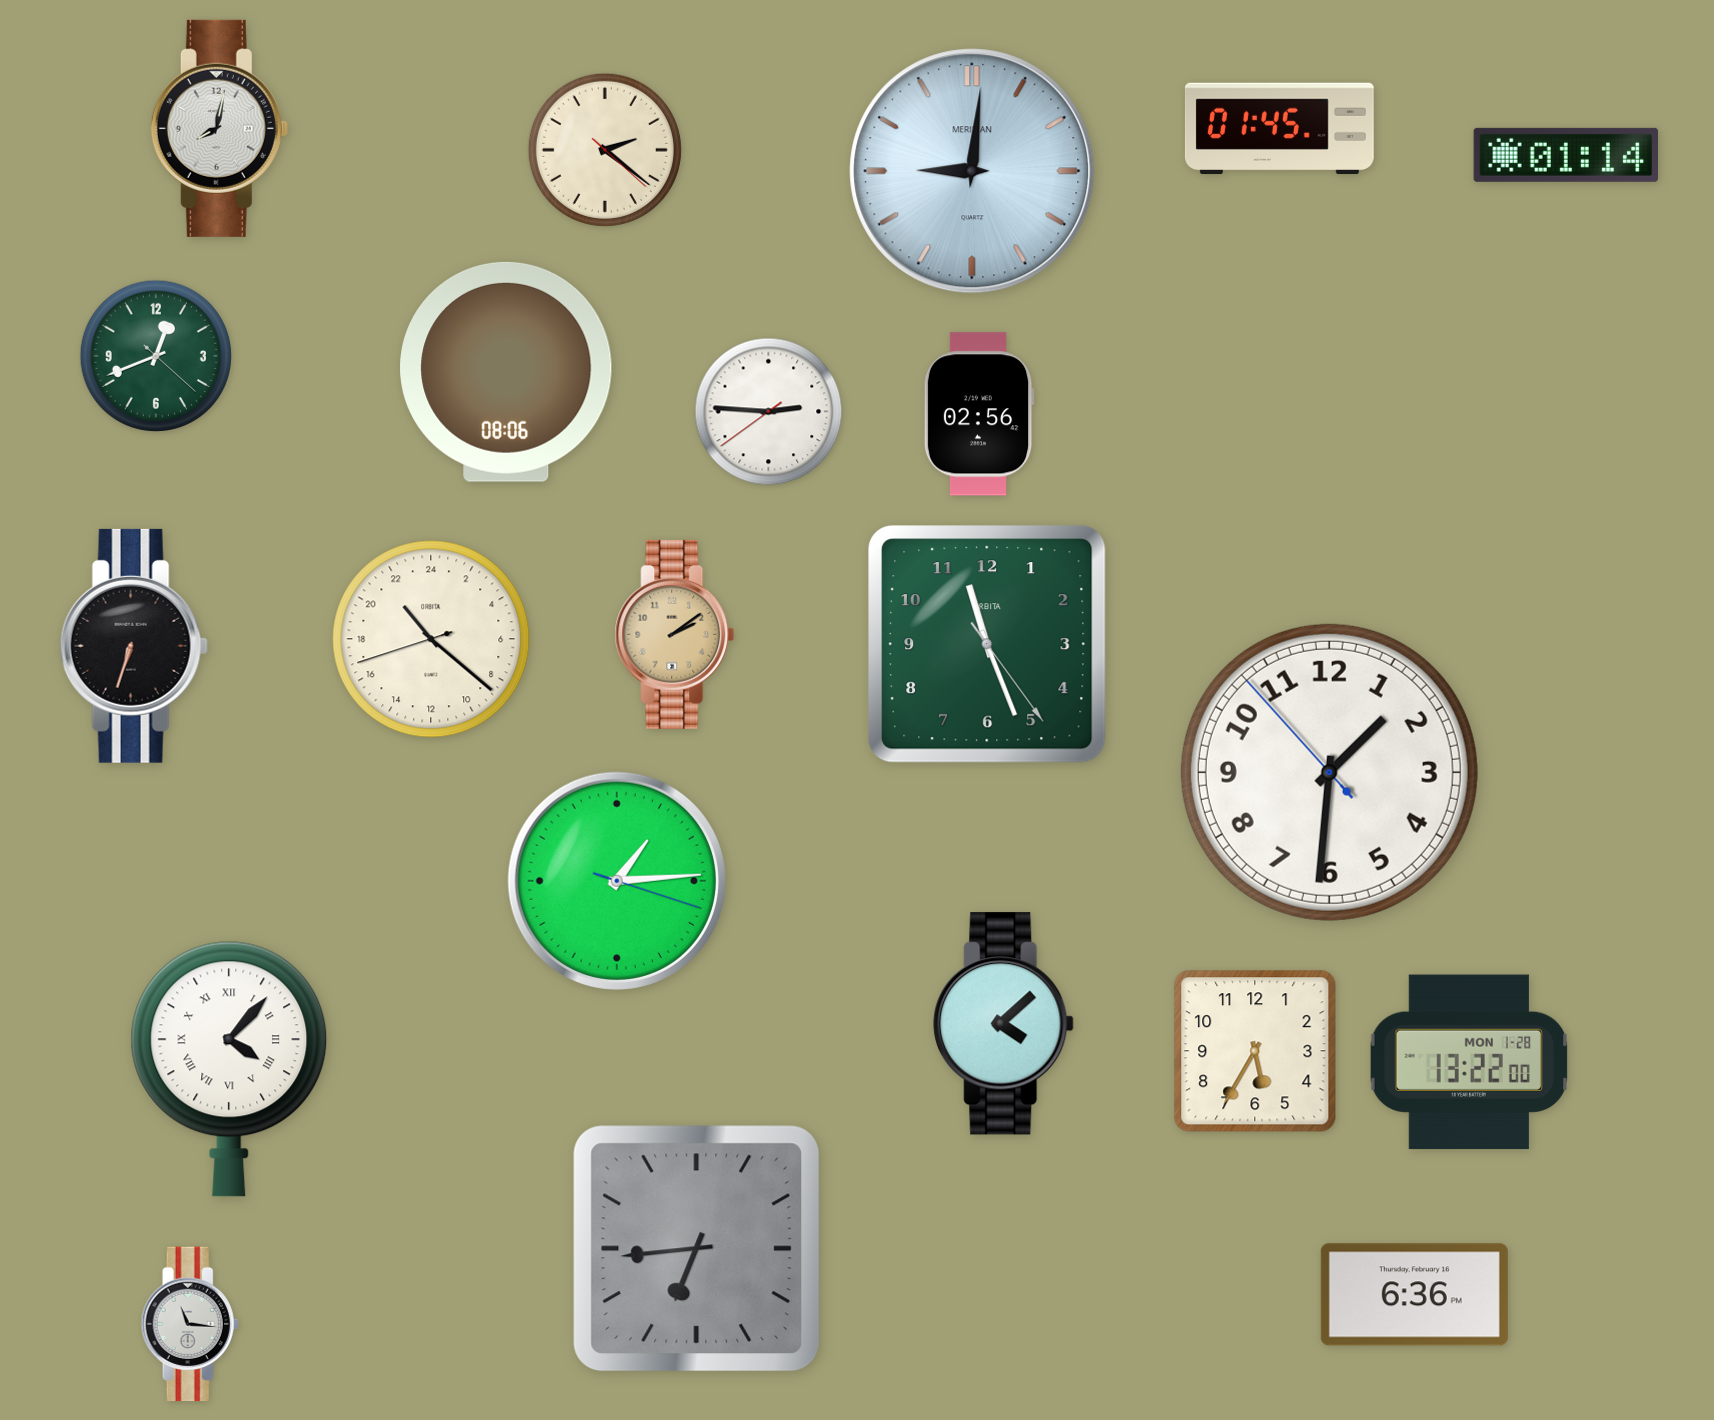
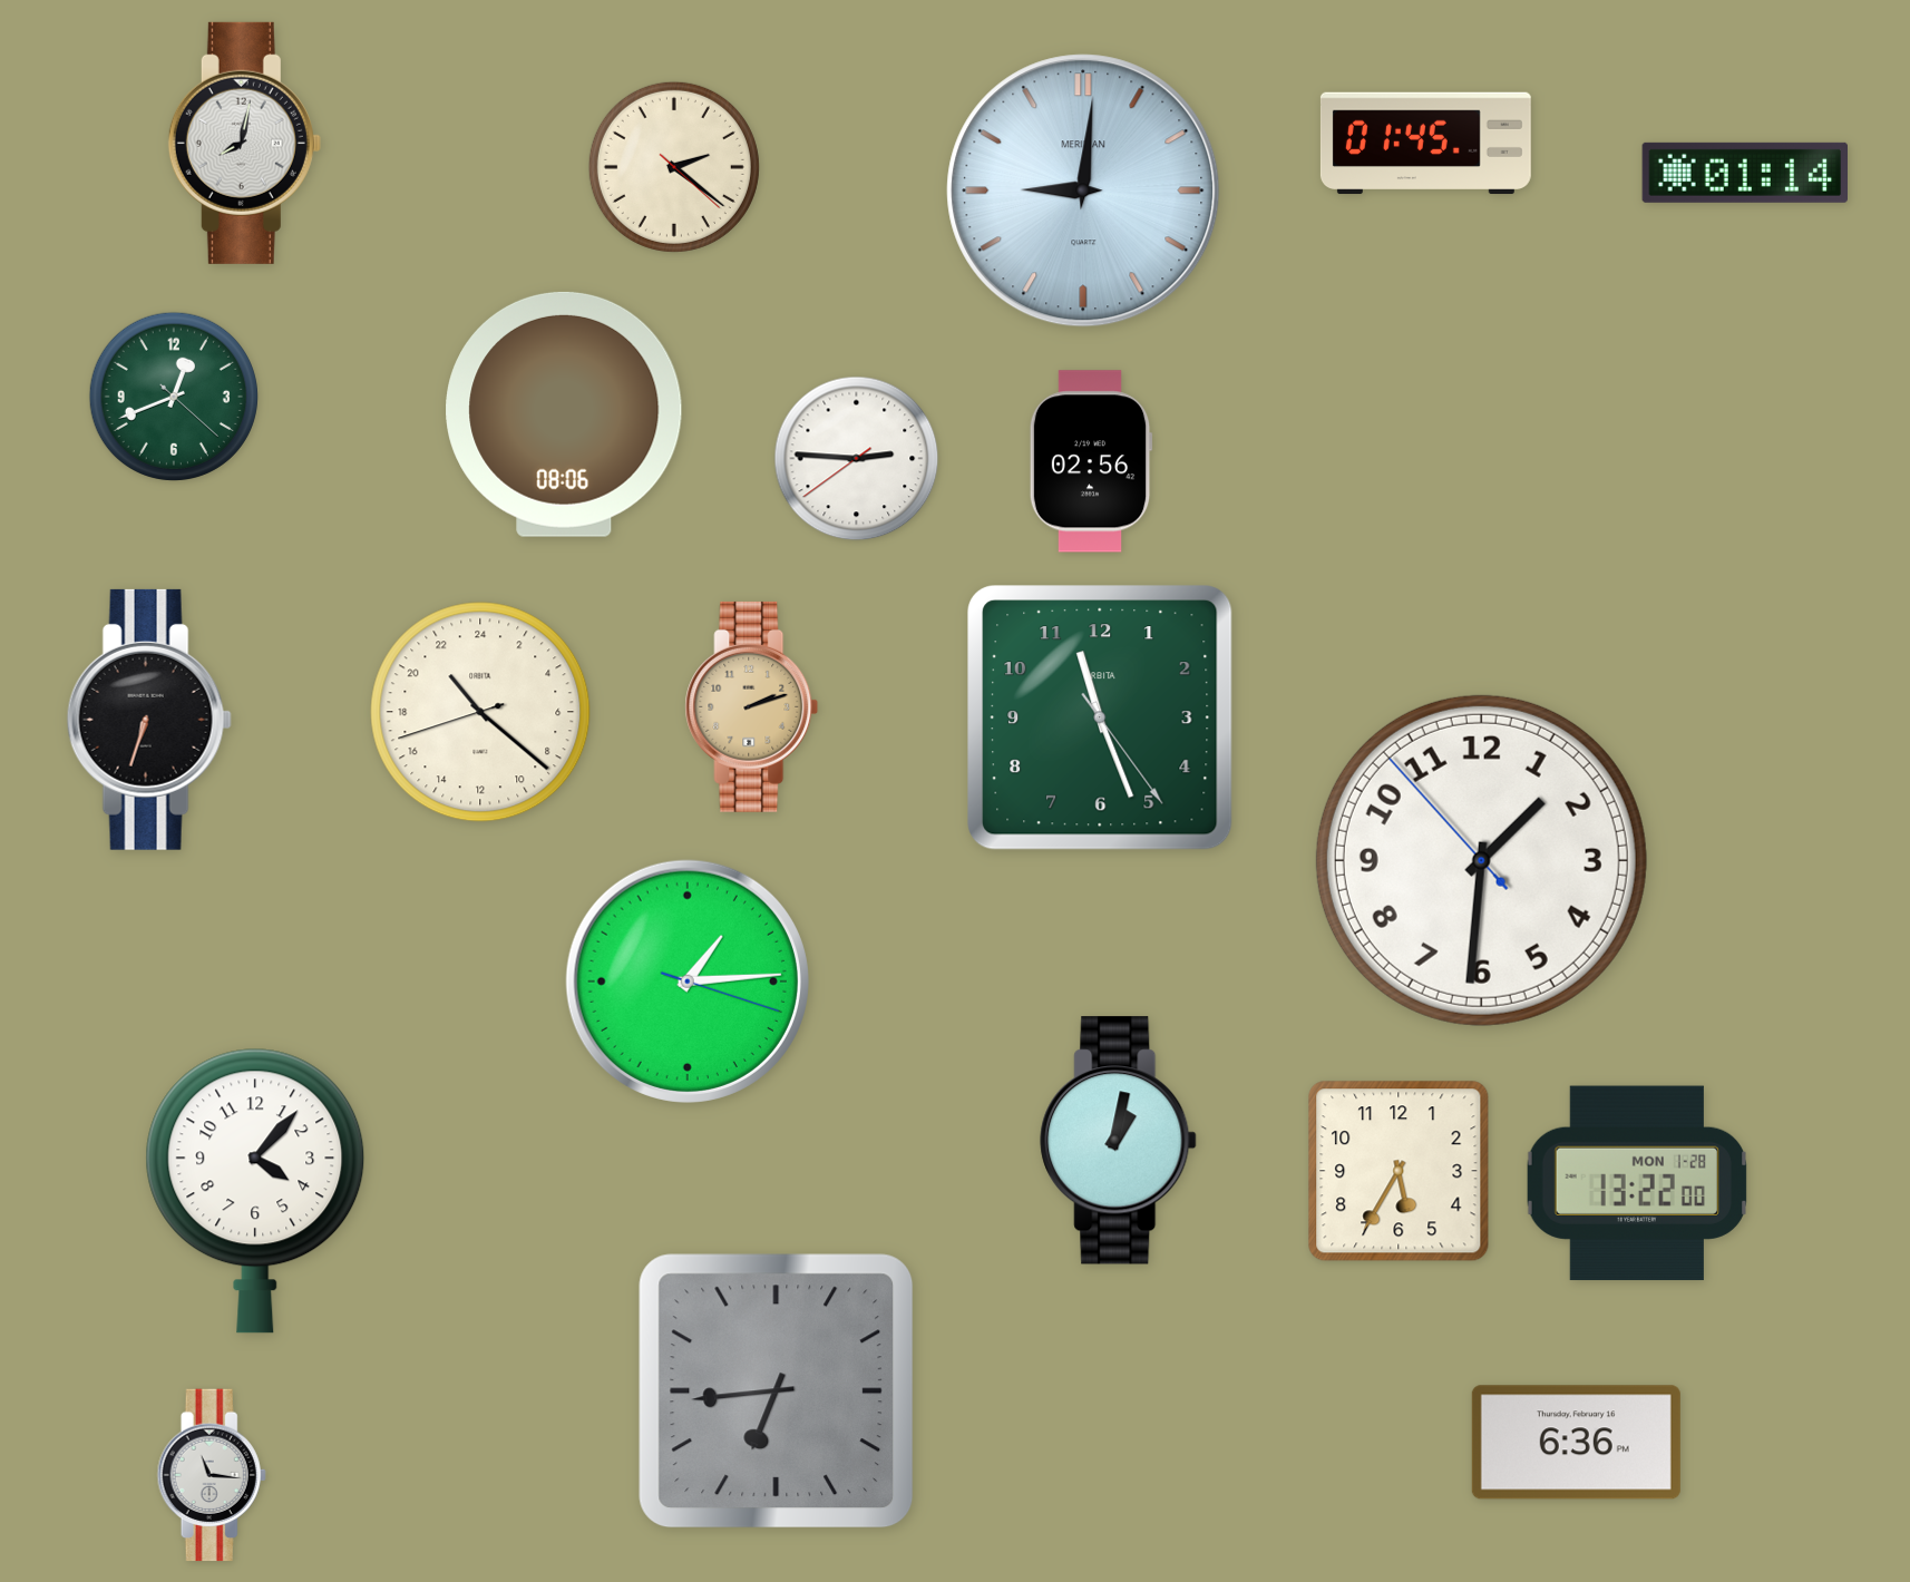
clock at (675, 634): 2:09 -> 2:12
clock at (1004, 1024): 4:08 -> 1:02
clock at (229, 1069) numerals: Roman -> Arabic
